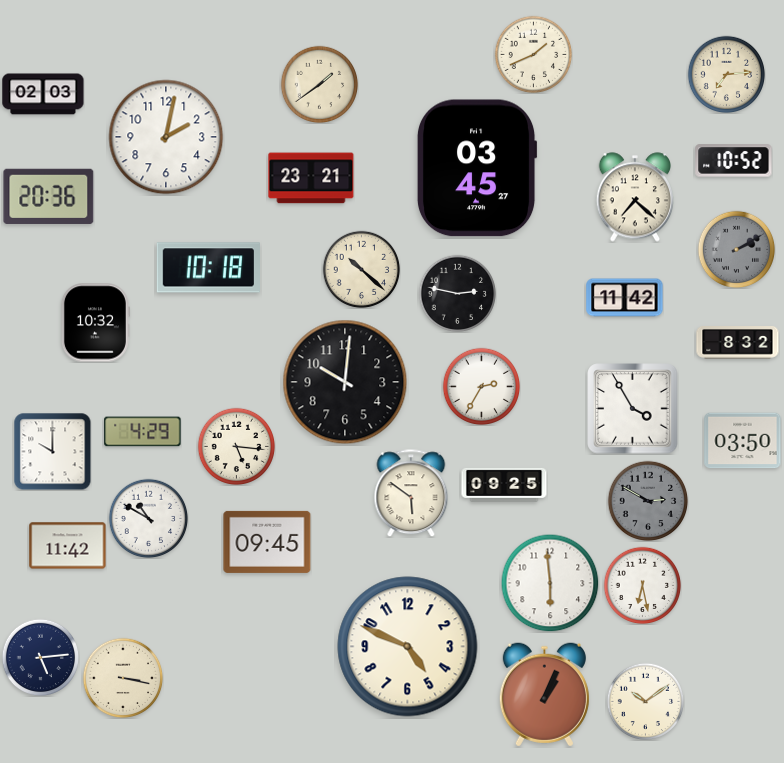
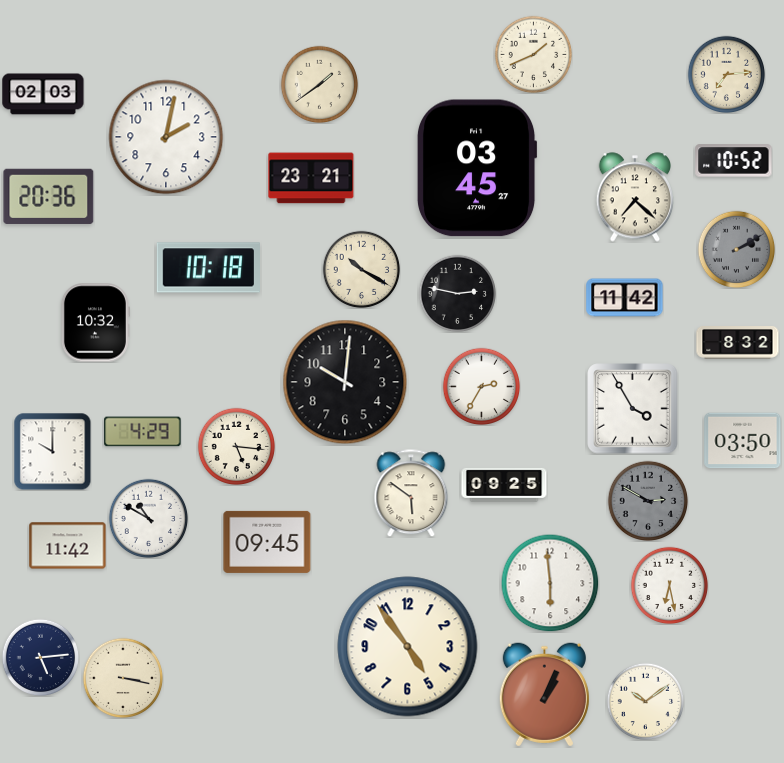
clock at (361, 269): 10:22 -> 10:20
clock at (642, 585) position: (642, 585) -> (669, 585)
clock at (408, 647): 4:49 -> 4:54
